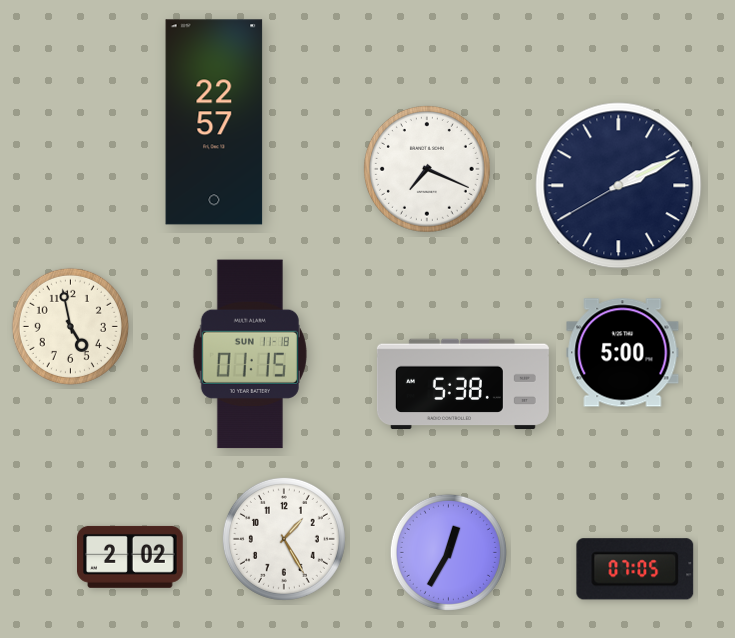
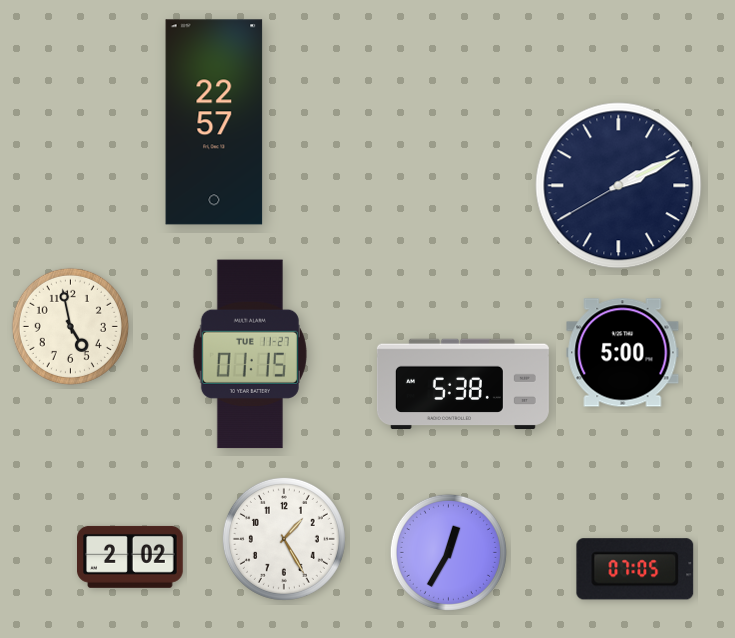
clock at (427, 169): 7:19 -> none
clock at (250, 354) date: SUN 11-18 -> TUE 11-27
